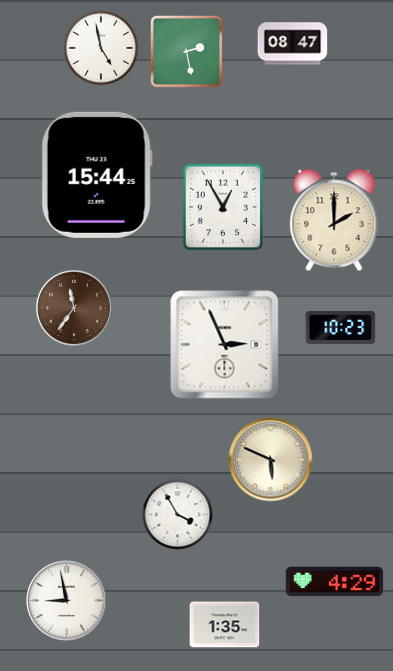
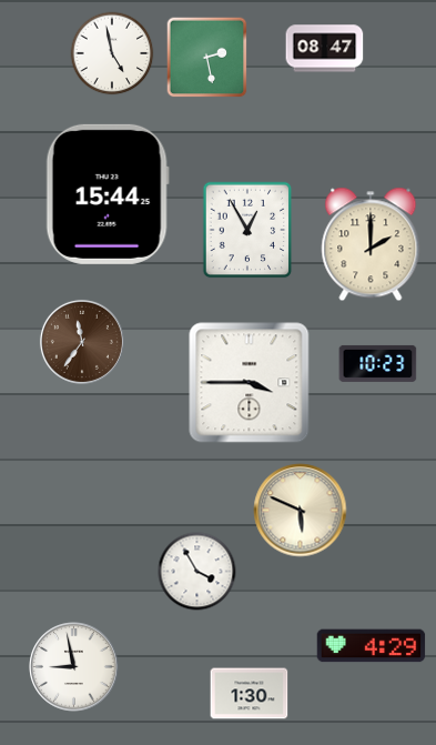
clock at (225, 345): 2:56 -> 3:45
clock at (225, 625): 1:35 -> 1:30
